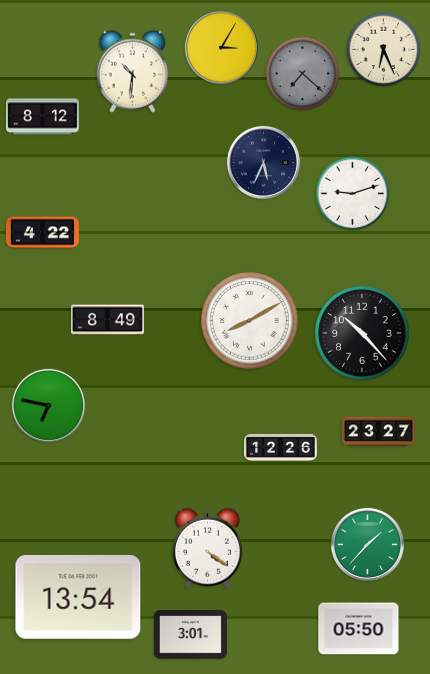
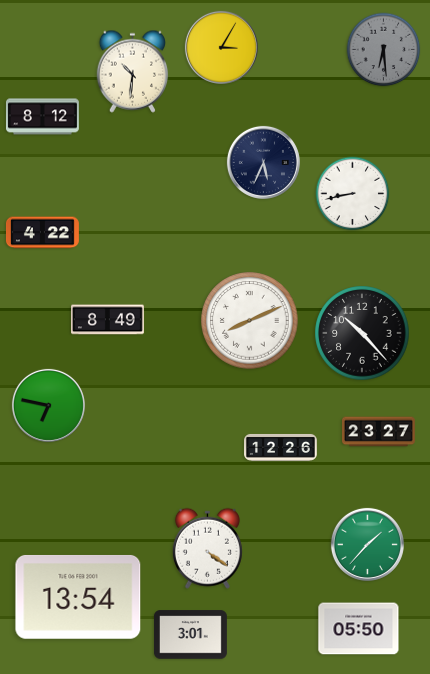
clock at (384, 50): 6:26 -> 6:29
clock at (384, 50) dial: cream -> grey
clock at (303, 74): 7:22 -> none
clock at (353, 194): 9:12 -> 8:43
clock at (250, 321): 8:10 -> 8:11
